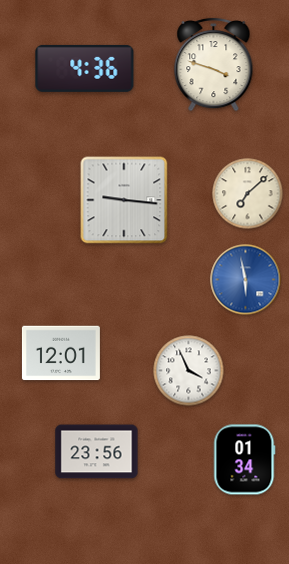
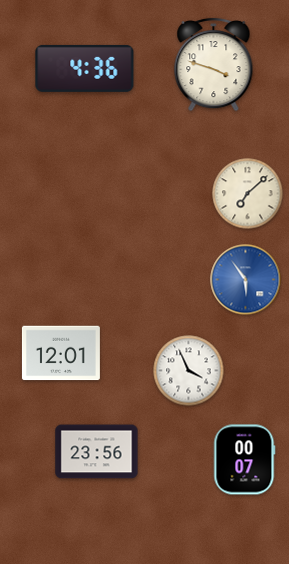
clock at (124, 200): 9:16 -> none
clock at (246, 280): 5:58 -> 5:54
clock at (245, 460): 01:34 -> 00:07
